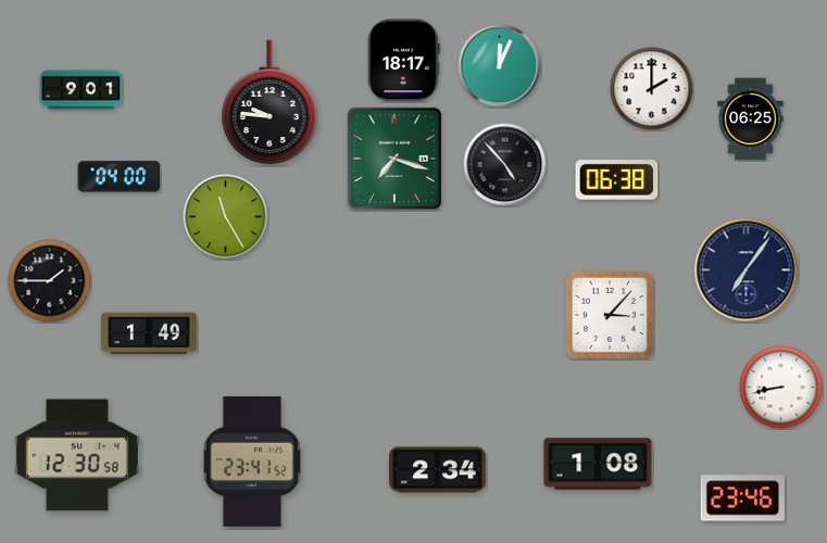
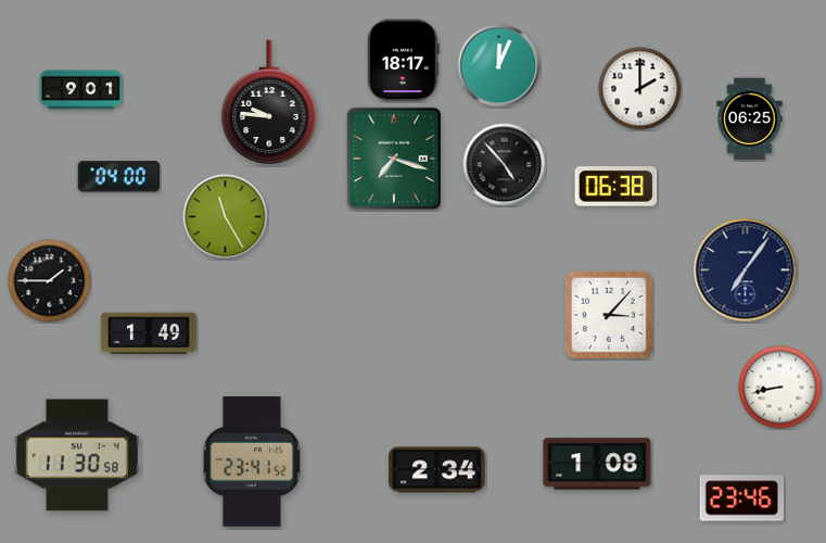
clock at (652, 89) position: (652, 89) -> (640, 89)
clock at (617, 180) position: (617, 180) -> (617, 187)
clock at (77, 455): 12:30 -> 11:30
